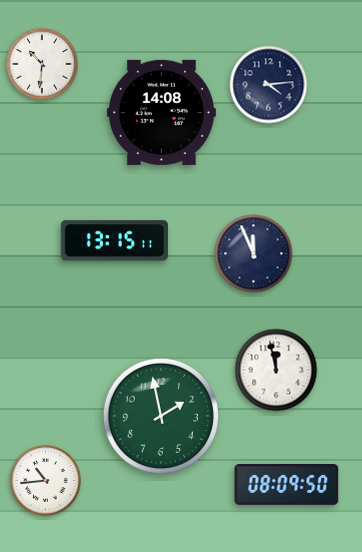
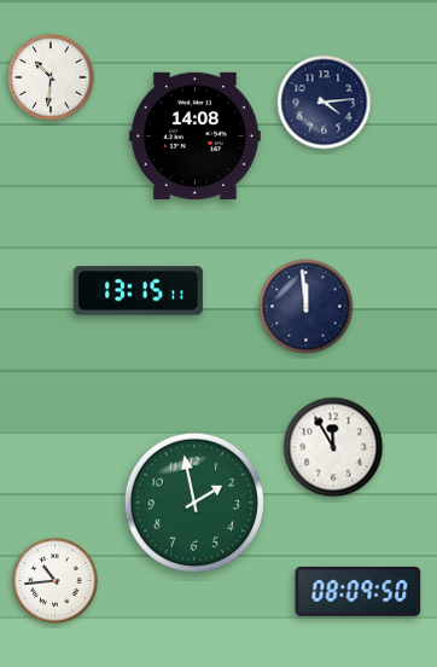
clock at (254, 254): 11:56 -> 11:59
clock at (276, 370): 11:58 -> 11:55
clock at (287, 484) position: (287, 484) -> (359, 591)
